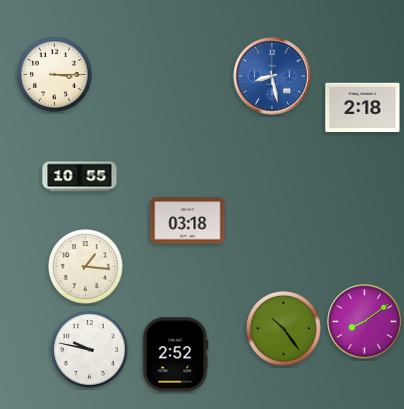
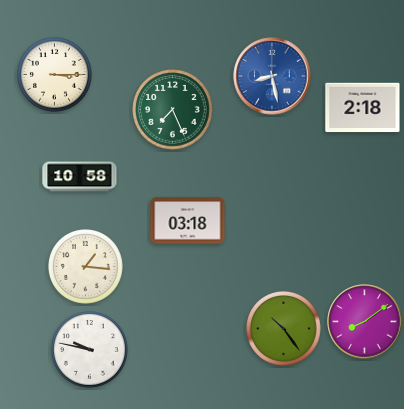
clock at (173, 110): none -> 7:26
clock at (80, 177): 10:55 -> 10:58
clock at (175, 355): 2:52 -> none
